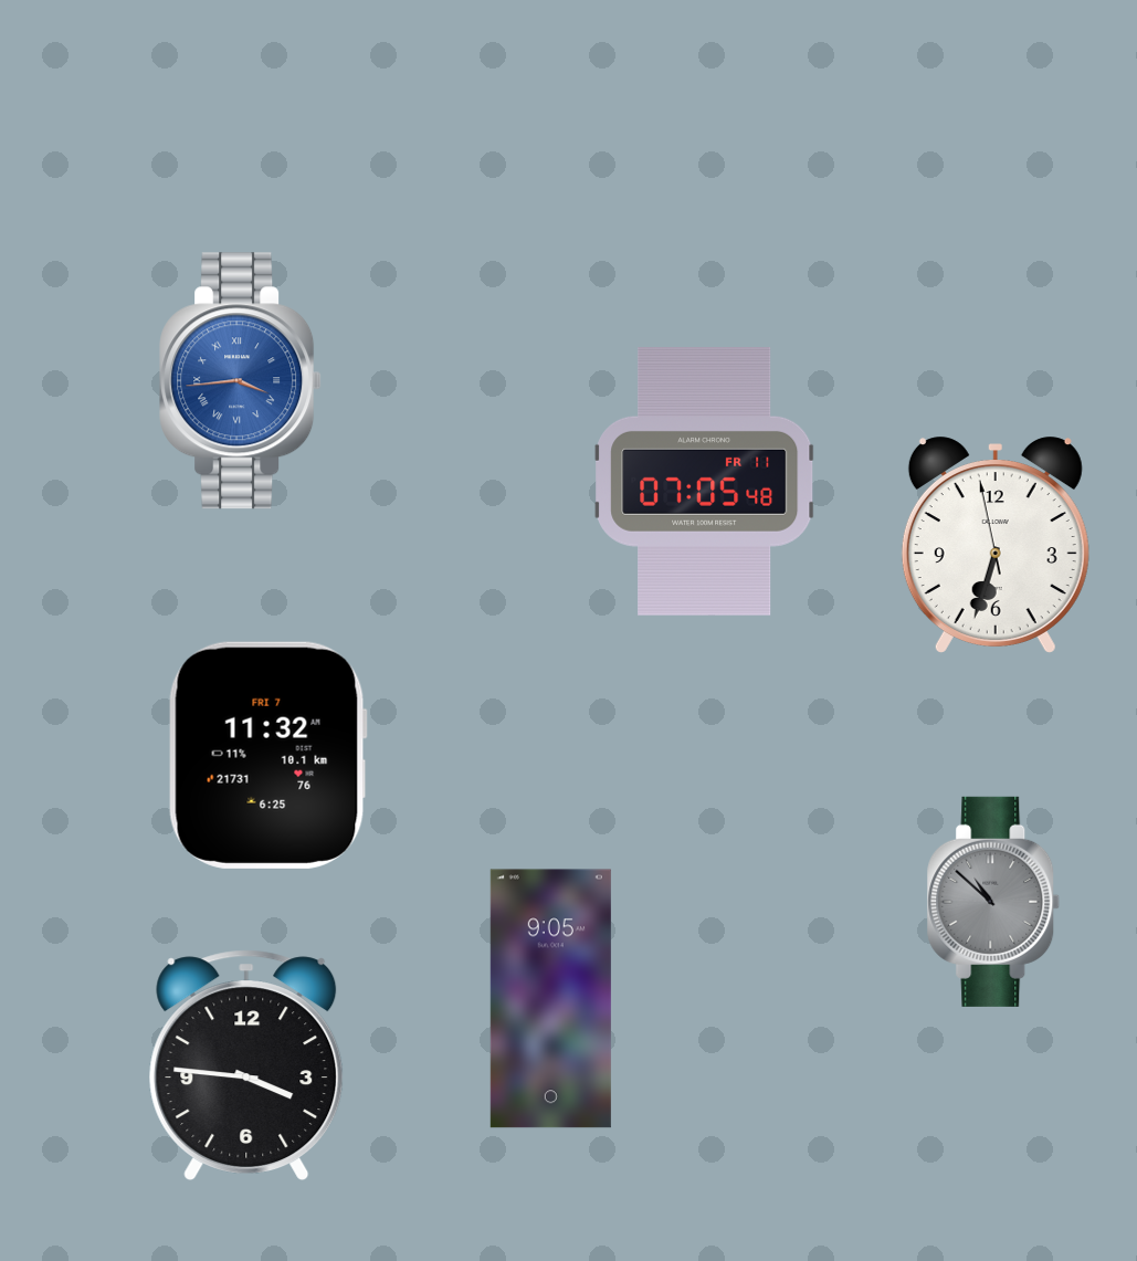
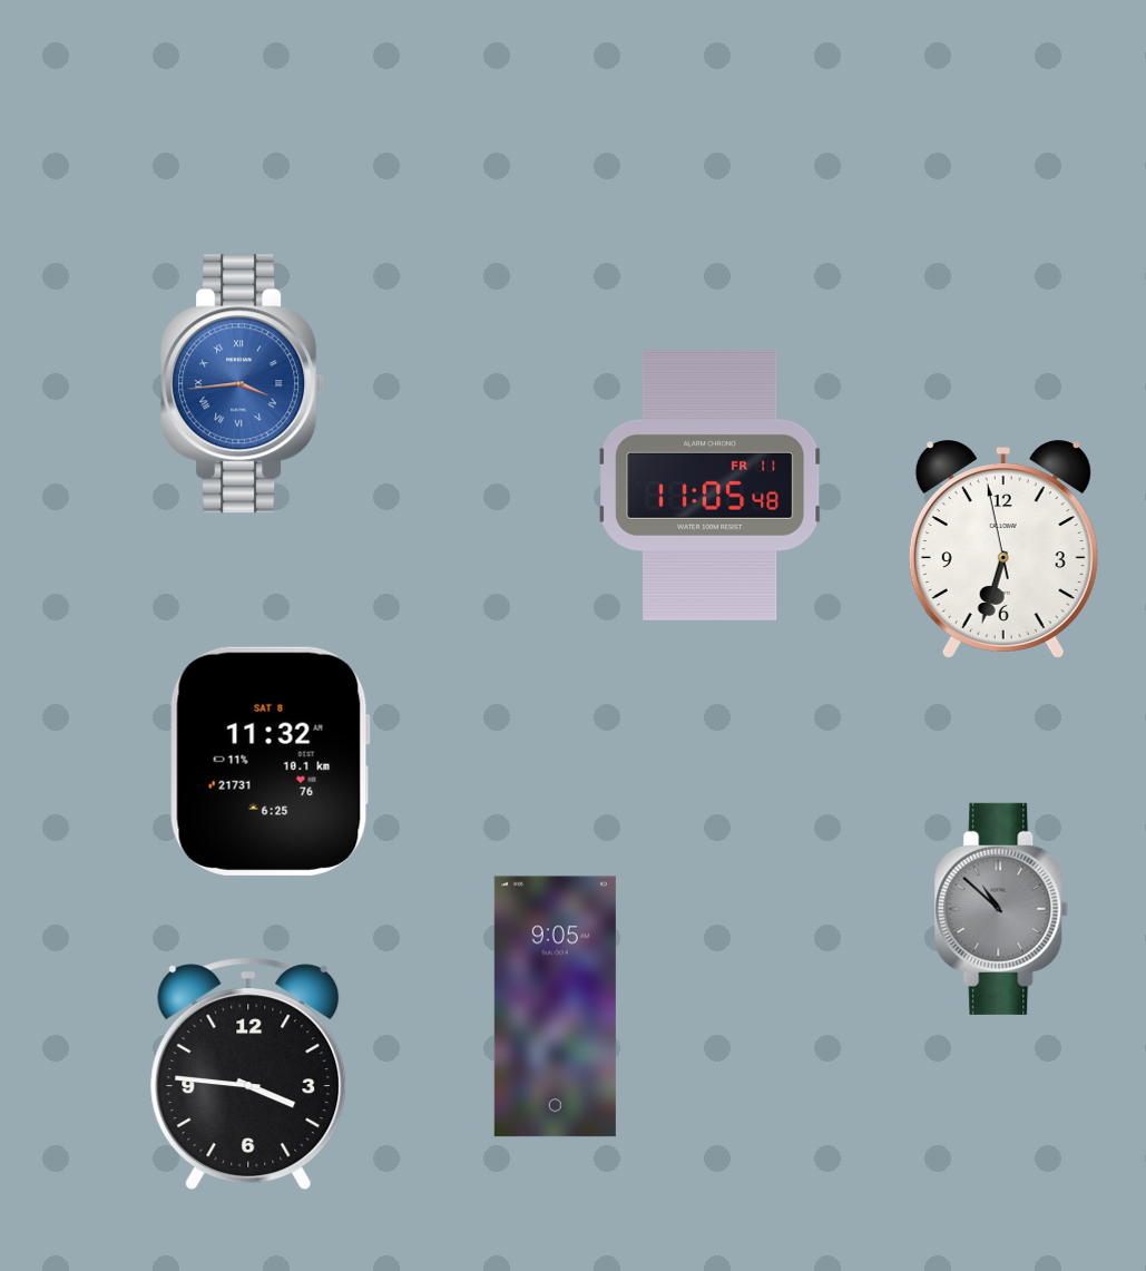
clock at (705, 481): 07:05 -> 11:05
clock at (267, 755) date: FRI 7 -> SAT 8
